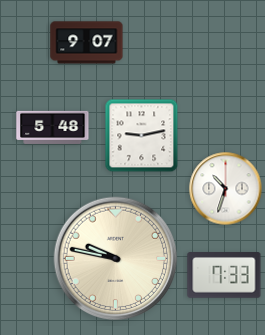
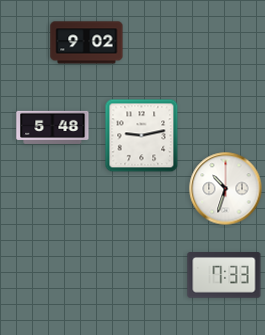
clock at (87, 43): 9:07 -> 9:02
clock at (116, 259): 9:47 -> none
